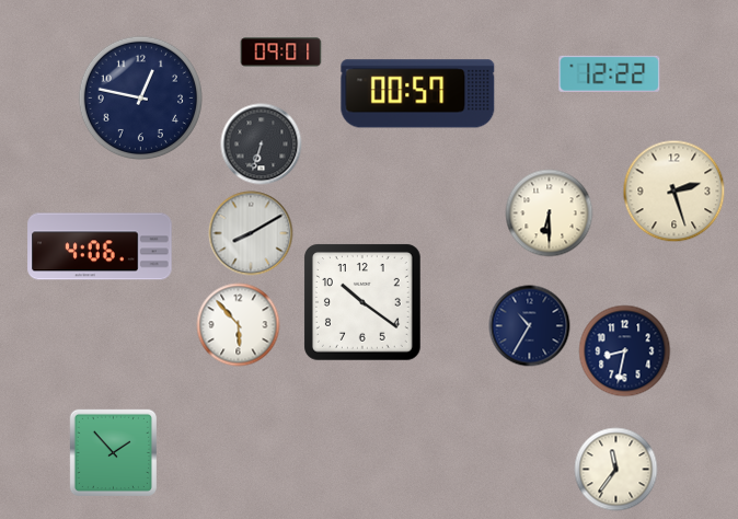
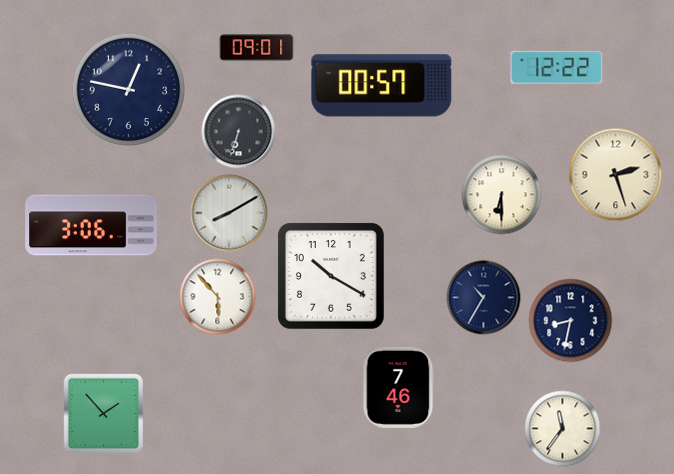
clock at (100, 246): 4:06 -> 3:06
clock at (364, 303): 10:21 -> 10:20
clock at (399, 387): none -> 7:46
